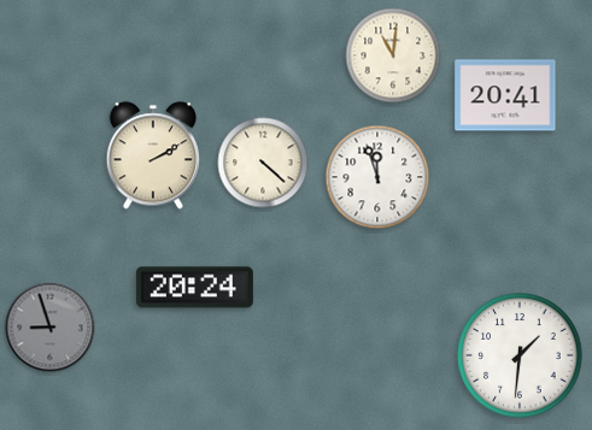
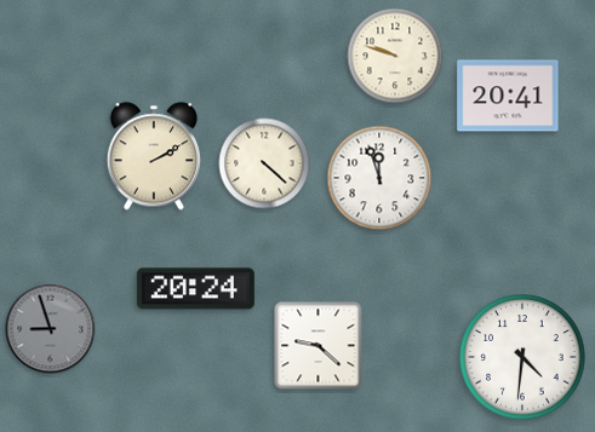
clock at (393, 55): 11:01 -> 9:48
clock at (319, 346): none -> 9:22
clock at (520, 355): 1:31 -> 4:31
